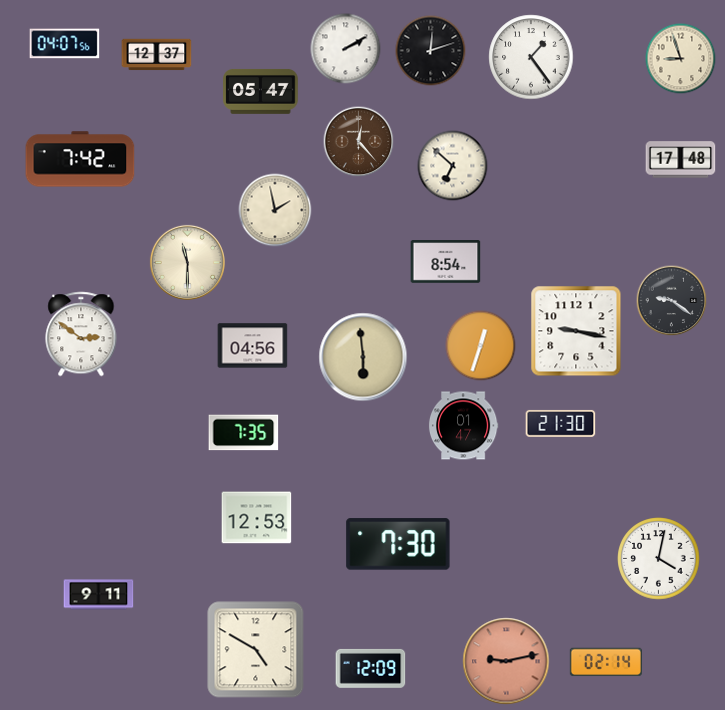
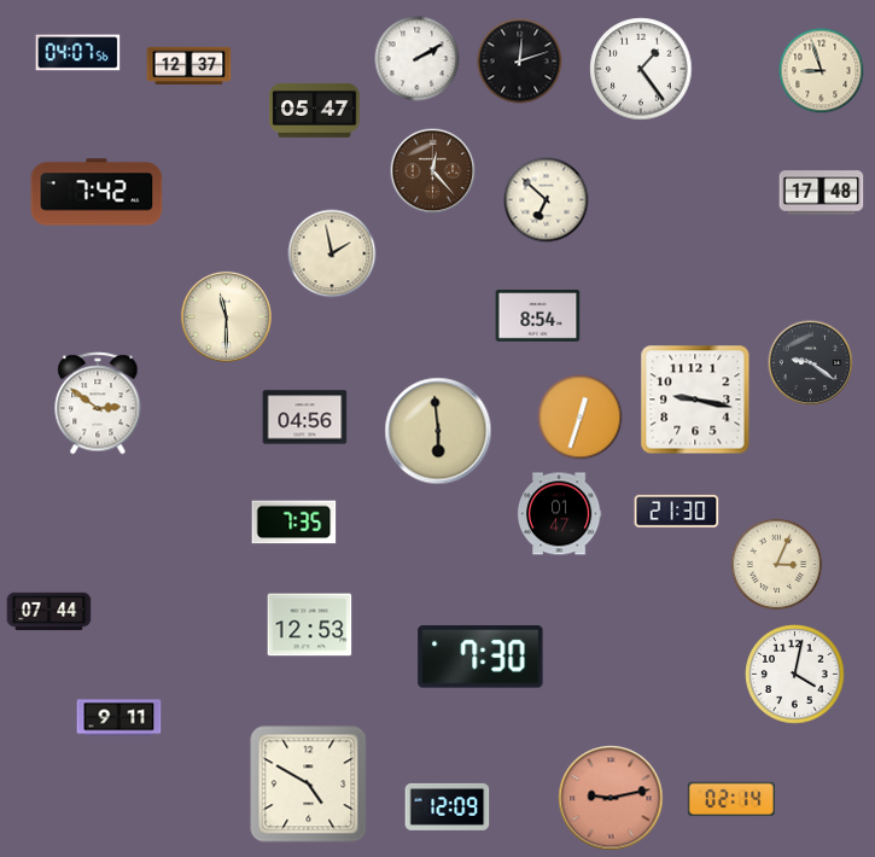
clock at (777, 565): none -> 3:04
clock at (49, 612): none -> 07:44
